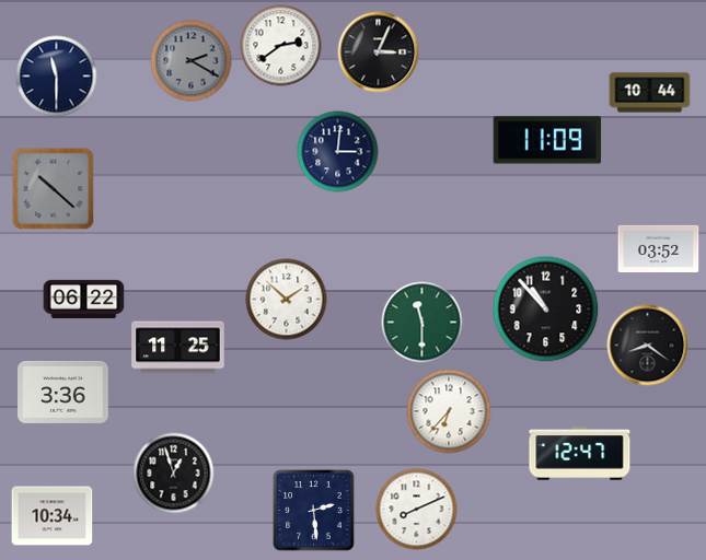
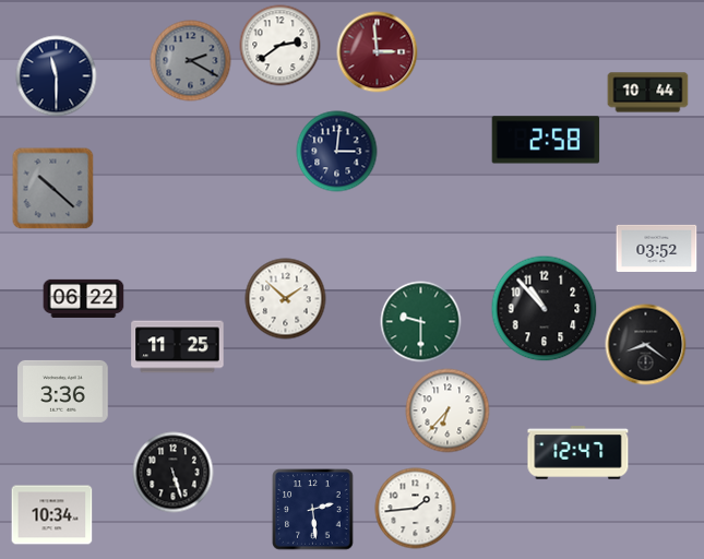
clock at (379, 52): 3:04 -> 2:59
clock at (379, 52) dial: black -> burgundy
clock at (547, 140): 11:09 -> 2:58
clock at (423, 323): 11:30 -> 9:30
clock at (174, 474): 12:57 -> 5:27
clock at (417, 510): 8:11 -> 1:44
